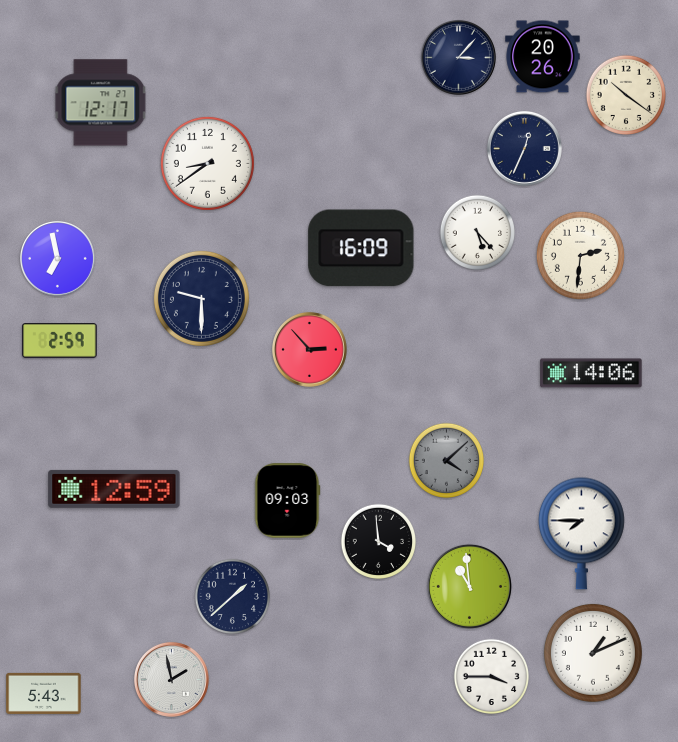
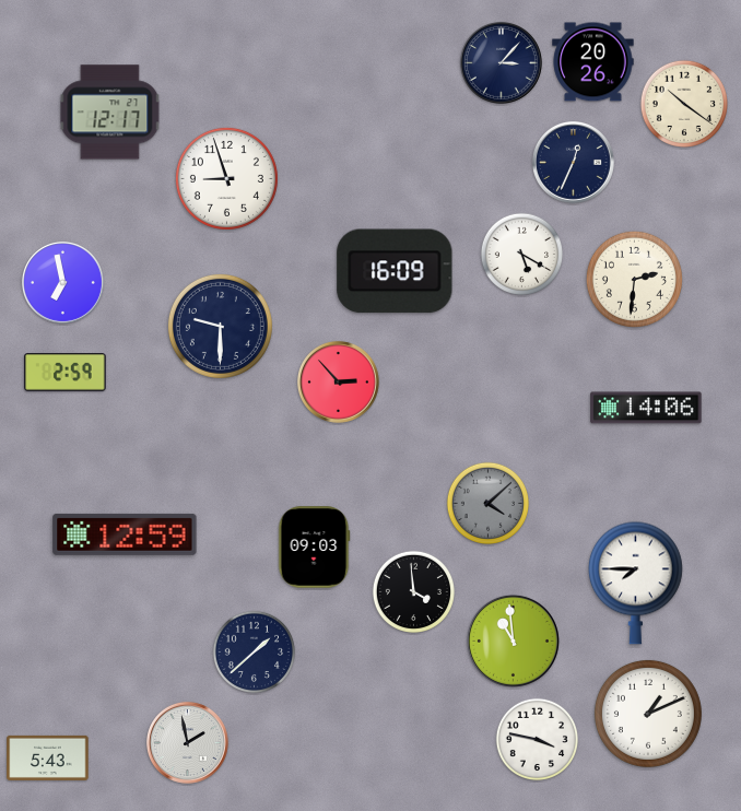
clock at (207, 163): 8:39 -> 8:57
clock at (477, 232): 5:23 -> 5:20
clock at (491, 676): 3:45 -> 3:47
